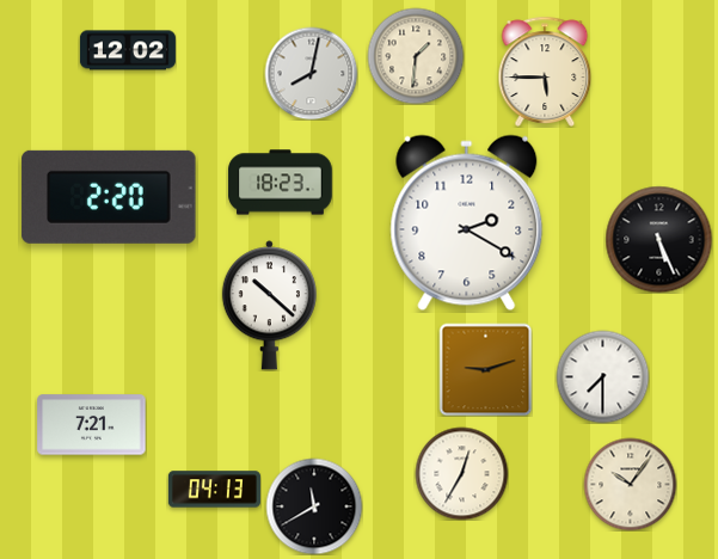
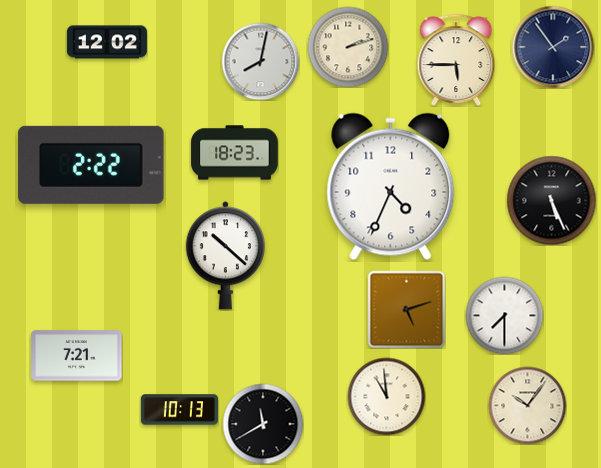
clock at (416, 56): 1:31 -> 2:12
clock at (553, 47): none -> 1:54
clock at (109, 197): 2:20 -> 2:22
clock at (467, 223): 2:20 -> 4:34
clock at (485, 369): 9:12 -> 5:12
clock at (461, 473): 12:35 -> 10:59
clock at (214, 490): 04:13 -> 10:13
